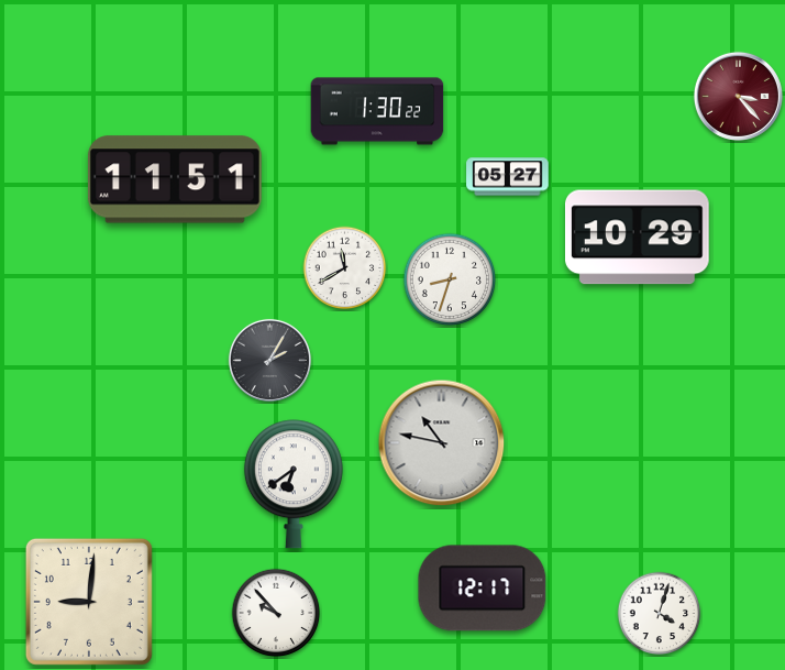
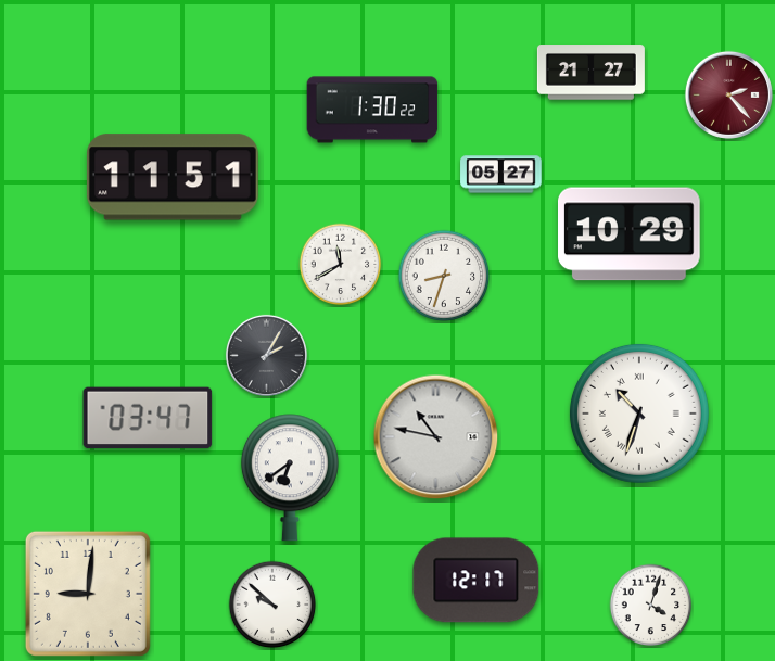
clock at (590, 73): none -> 21:27
clock at (738, 96): 3:23 -> 2:23
clock at (639, 414): none -> 10:33
clock at (148, 418): none -> 03:47
clock at (276, 613): 9:53 -> 9:52
